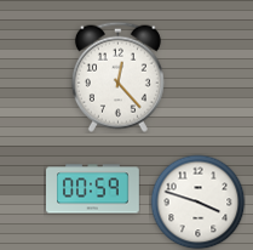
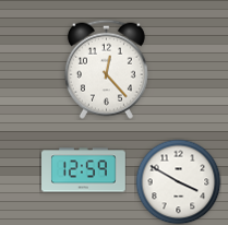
clock at (93, 189): 00:59 -> 12:59
clock at (197, 201): 3:48 -> 3:50
